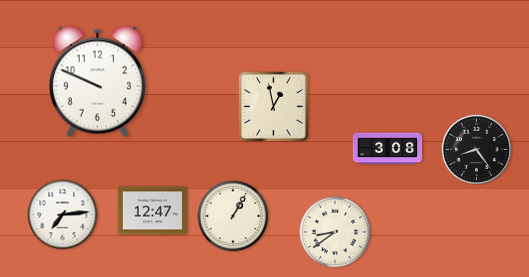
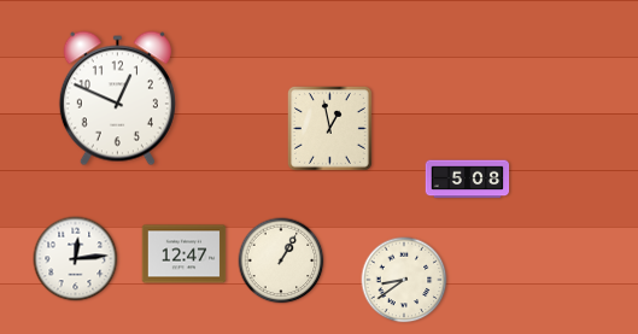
clock at (97, 82): 9:49 -> 12:49
clock at (388, 149): 3:08 -> 5:08
clock at (476, 149): 8:24 -> none
clock at (63, 215): 7:14 -> 12:14
